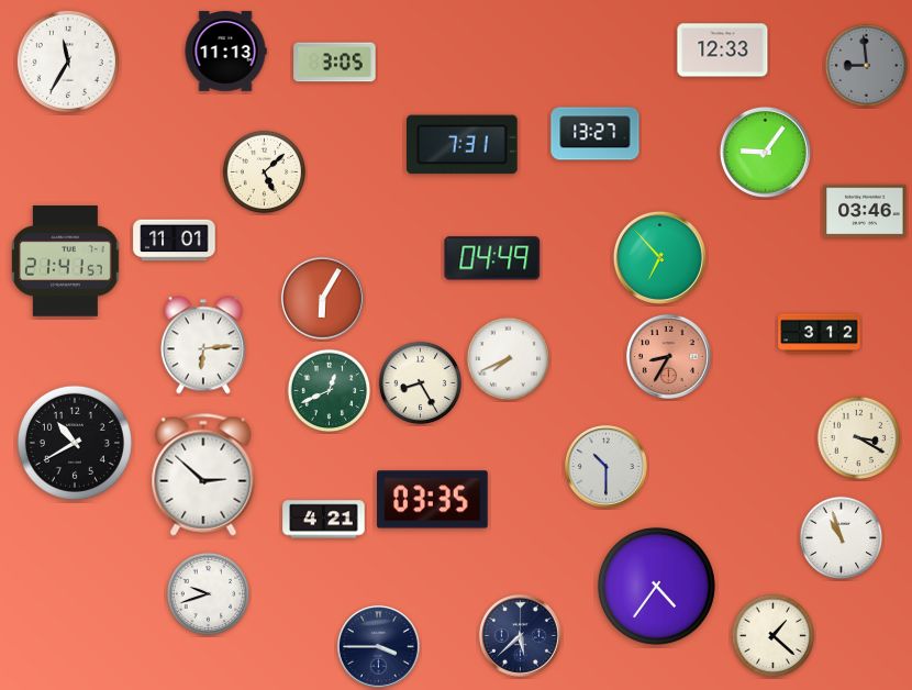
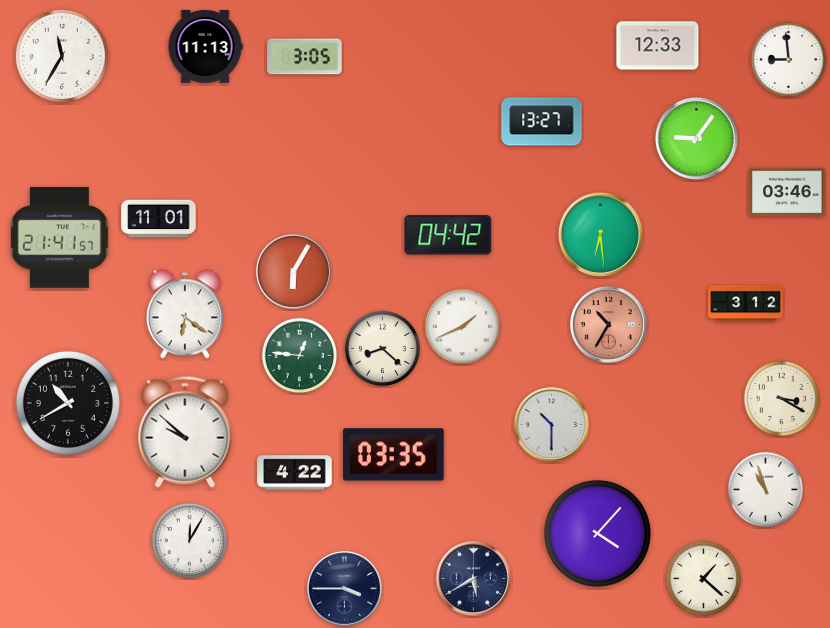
clock at (867, 66) dial: grey -> white
clock at (463, 145): 7:31 -> none
clock at (265, 172): 5:08 -> none
clock at (659, 257): 6:53 -> 6:29
clock at (492, 258): 04:49 -> 04:42
clock at (203, 345): 6:14 -> 6:21
clock at (668, 356): 8:35 -> 10:35
clock at (509, 359): 7:41 -> 1:41
clock at (421, 383): 8:25 -> 8:22
clock at (330, 391): 12:41 -> 12:46
clock at (203, 475): 2:52 -> 9:52
clock at (324, 520): 4:21 -> 4:22
clock at (656, 586): 4:36 -> 4:07
clock at (209, 594): 9:42 -> 12:05
clock at (520, 635): 5:38 -> 5:40
